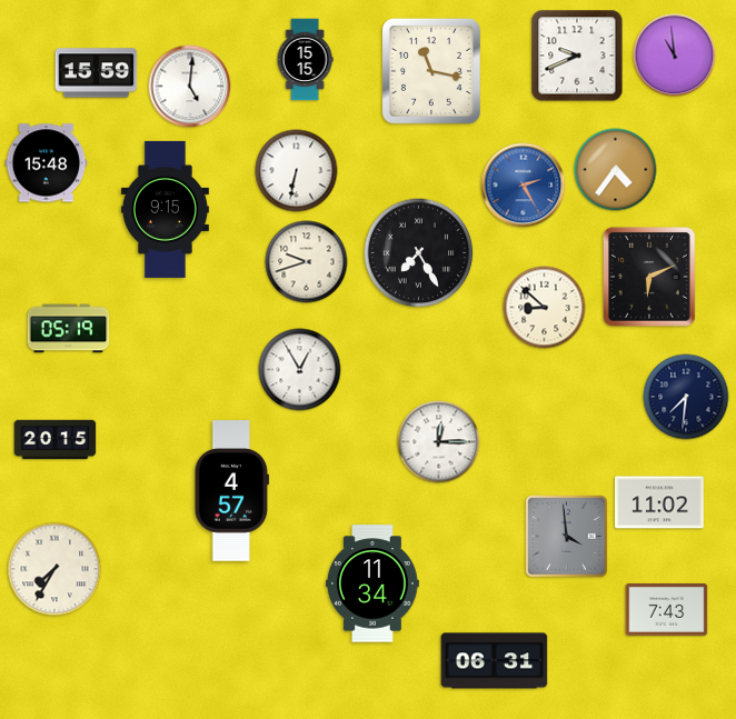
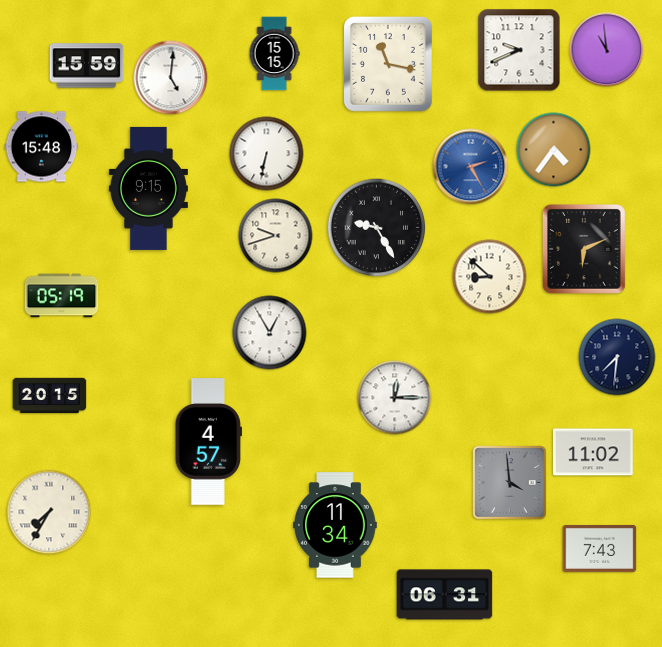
clock at (616, 170) position: (616, 170) -> (554, 150)
clock at (419, 253): 7:25 -> 9:25
